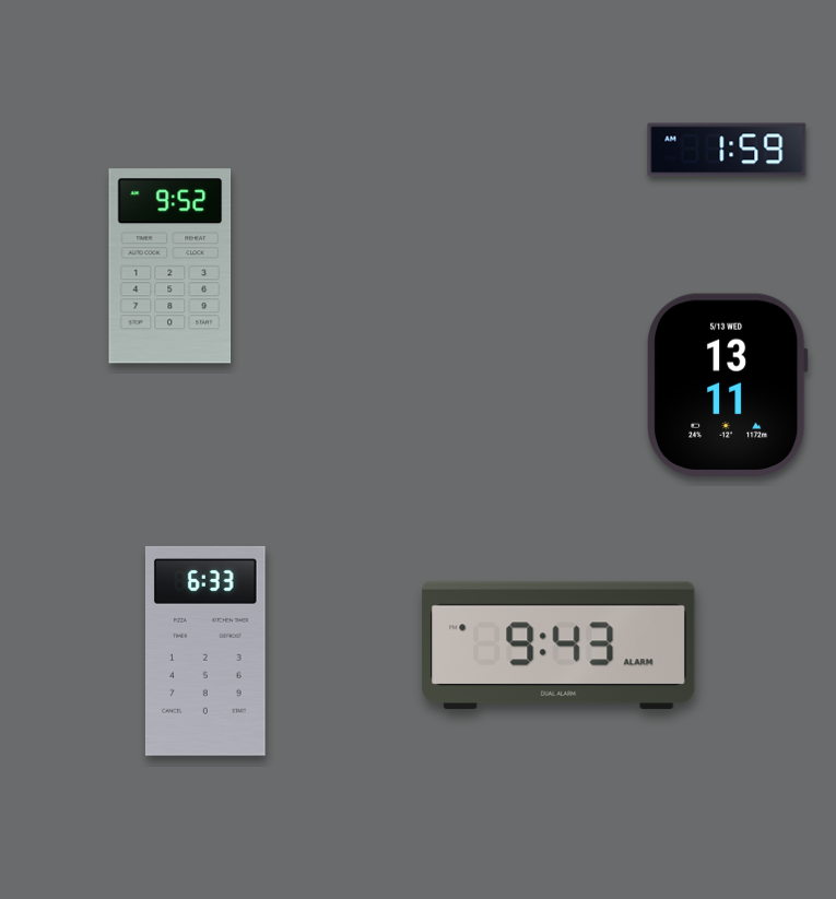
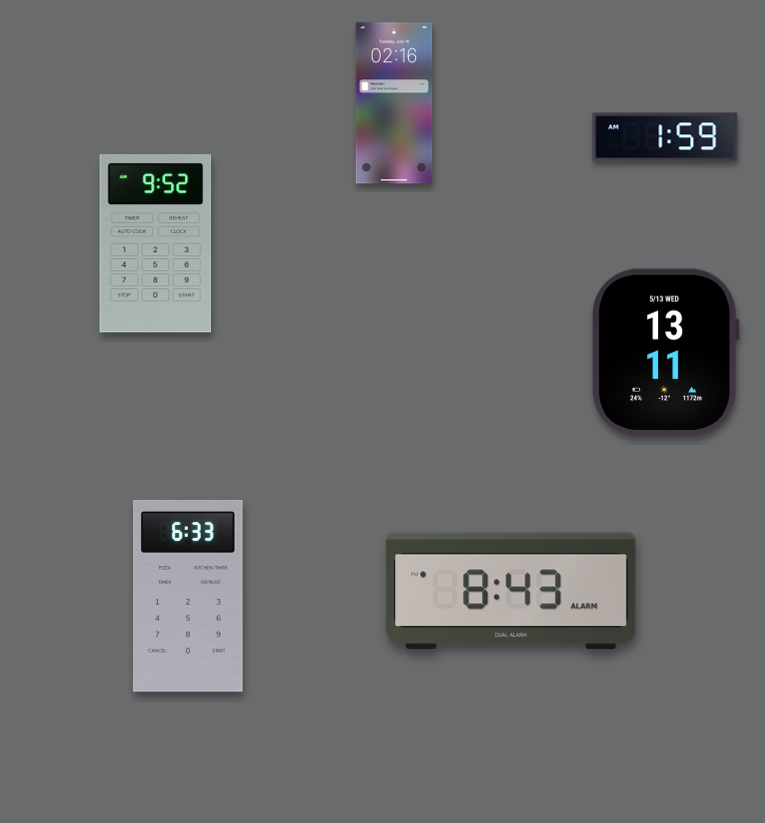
clock at (394, 103): none -> 02:16
clock at (558, 644): 9:43 -> 8:43
